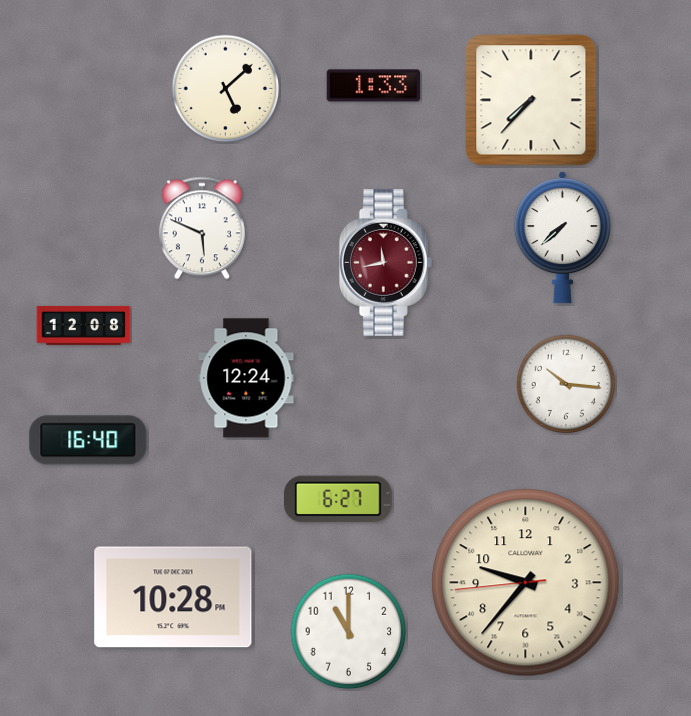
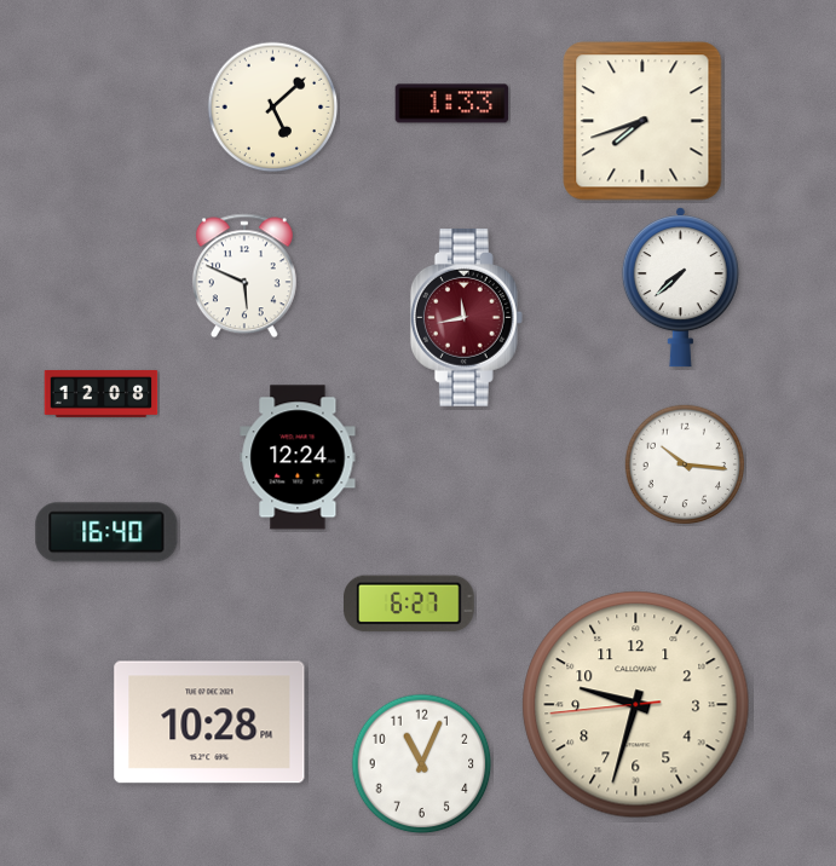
clock at (531, 100): 7:37 -> 7:42
clock at (526, 583): 9:36 -> 9:32
clock at (349, 632): 11:00 -> 11:04
